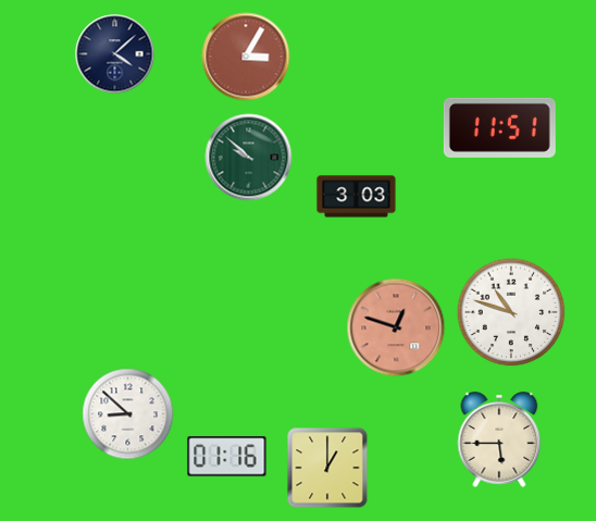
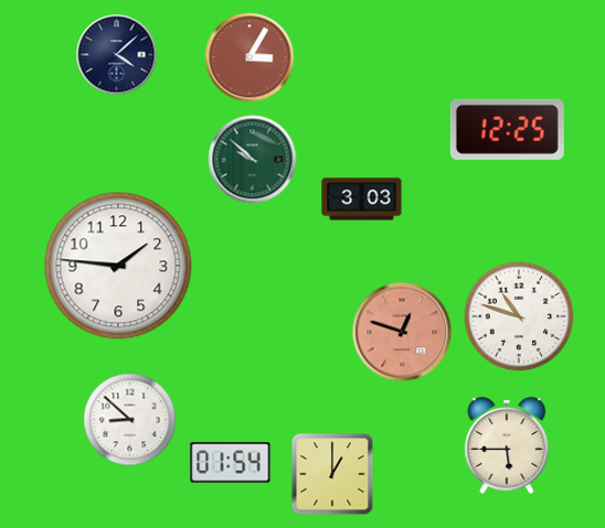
clock at (499, 127): 11:51 -> 12:25
clock at (118, 266): none -> 1:46
clock at (227, 457): 01:16 -> 01:54
